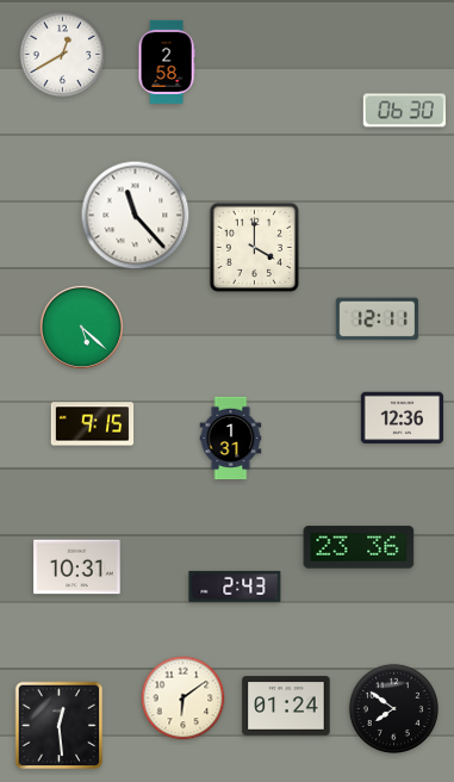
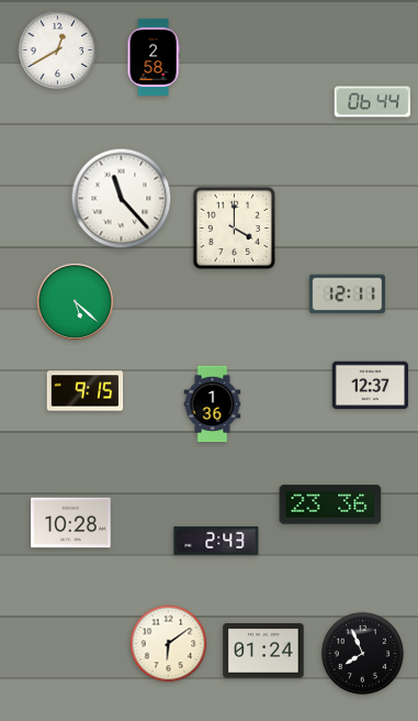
clock at (404, 111): 06:30 -> 06:44
clock at (136, 216) position: (136, 216) -> (122, 199)
clock at (403, 418): 12:36 -> 12:37
clock at (231, 439): 1:31 -> 1:36
clock at (77, 567): 10:31 -> 10:28
clock at (393, 708): 7:51 -> 7:56
clock at (60, 726): 12:29 -> none
